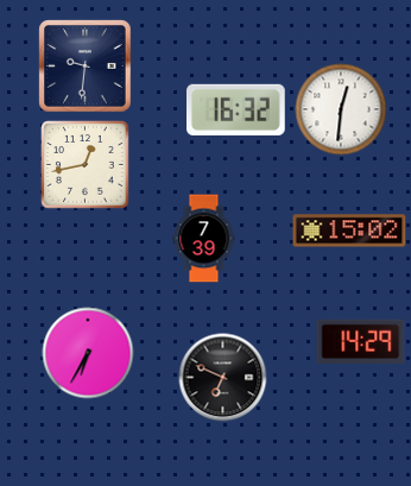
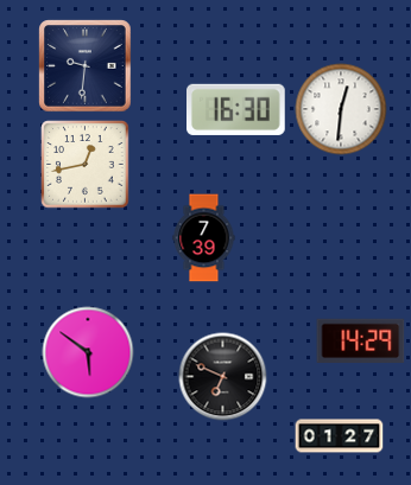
clock at (236, 109): 16:32 -> 16:30
clock at (349, 231): 15:02 -> none
clock at (88, 353): 6:35 -> 5:51
clock at (340, 436): none -> 01:27
